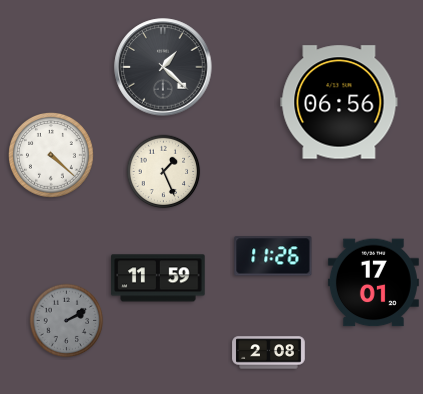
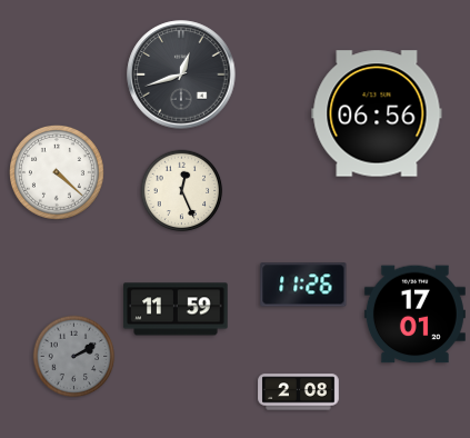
clock at (163, 67): 1:22 -> 12:42
clock at (164, 172): 1:26 -> 12:26
